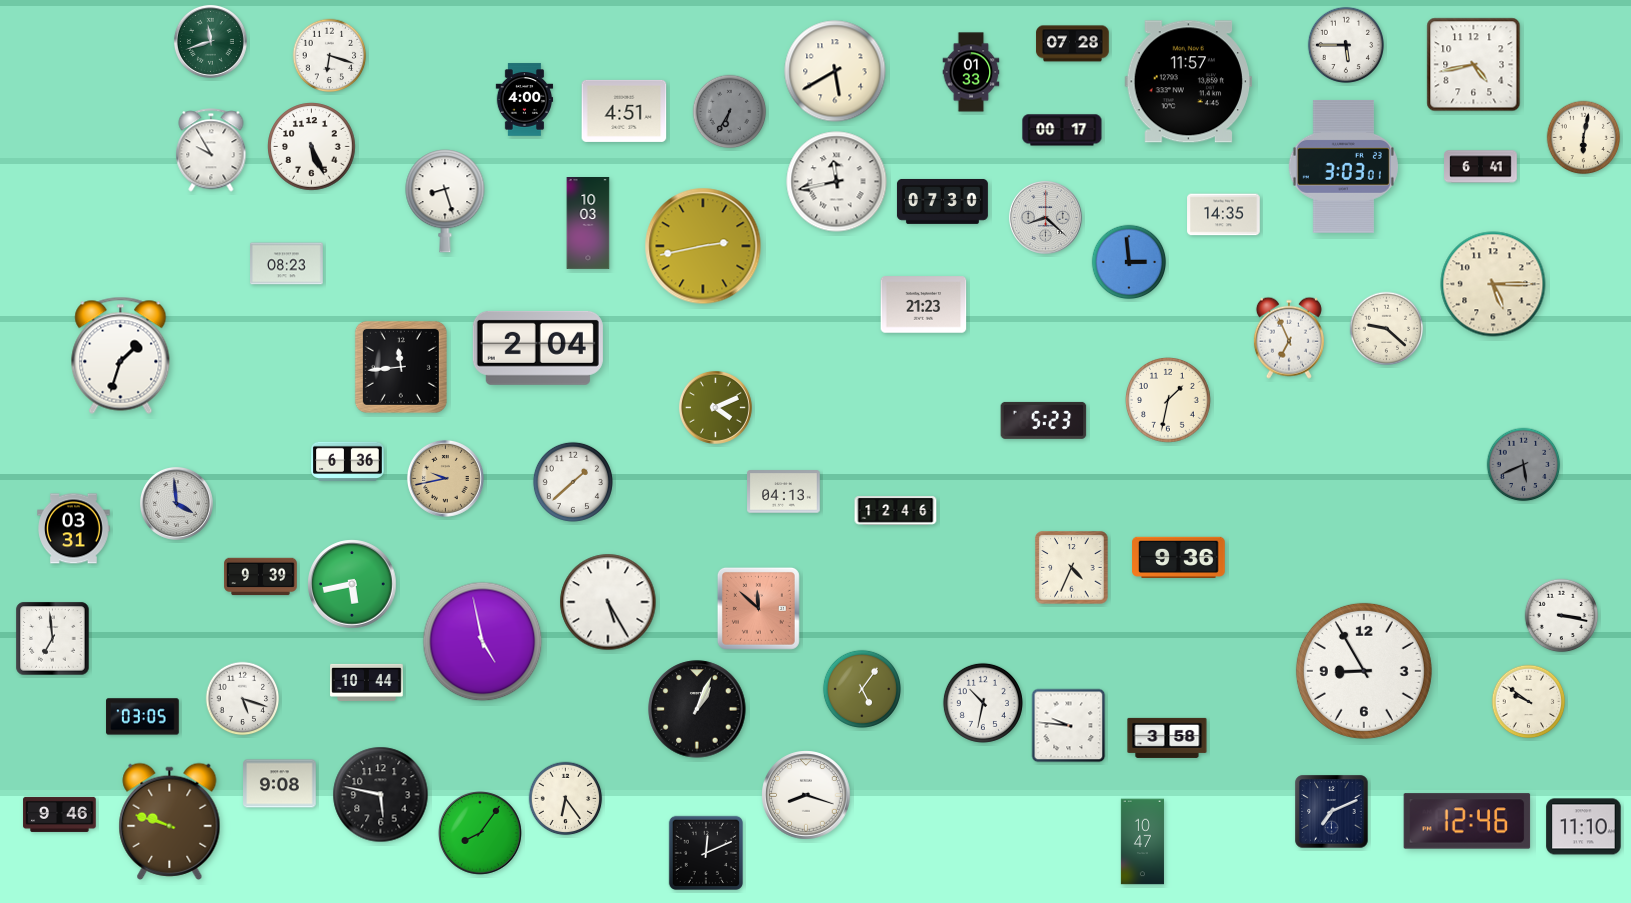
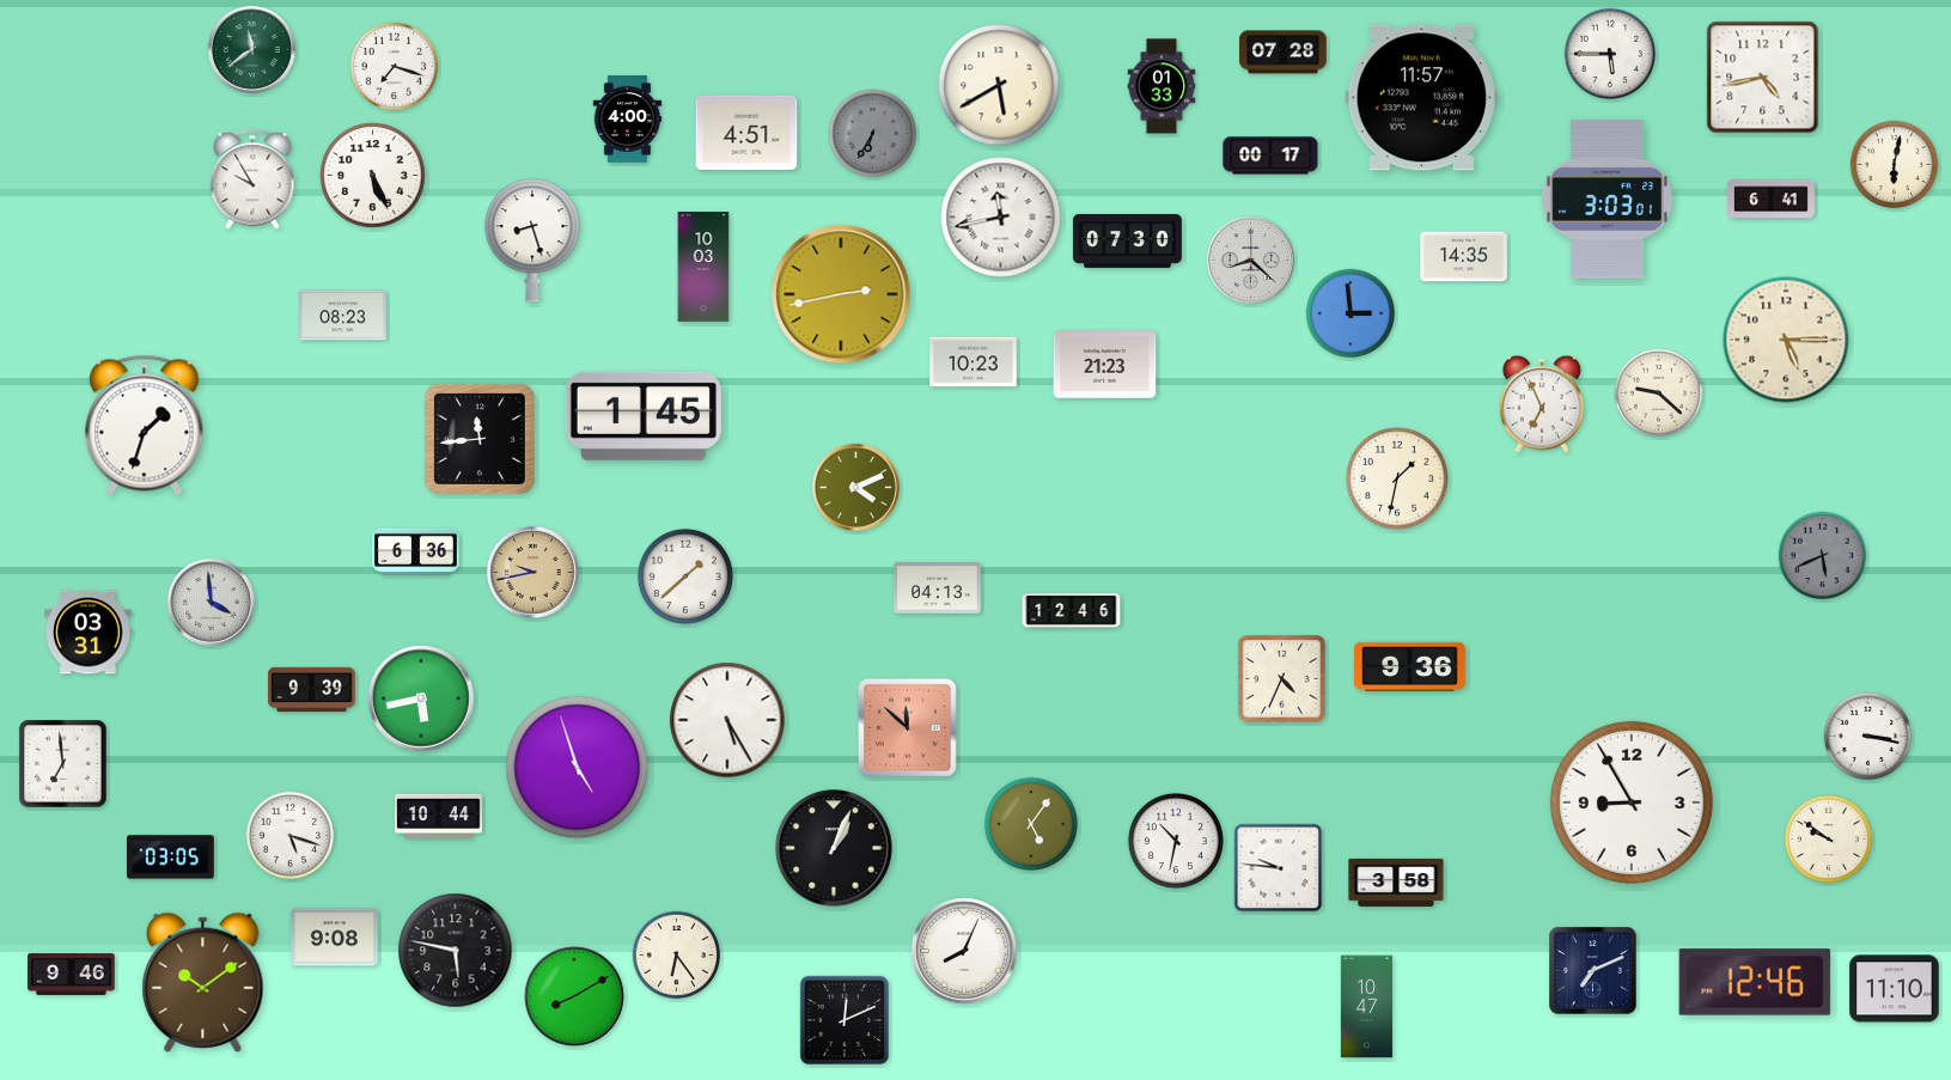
clock at (210, 41): 11:42 -> 11:39
clock at (330, 56): 6:18 -> 7:18
clock at (974, 362): none -> 10:23
clock at (538, 348): 2:04 -> 1:45
clock at (1044, 420): 5:23 -> none
clock at (483, 642): 4:58 -> 4:57
clock at (806, 795): 8:18 -> 8:04
clock at (170, 821): 9:48 -> 10:09
clock at (480, 833): 8:06 -> 8:10
